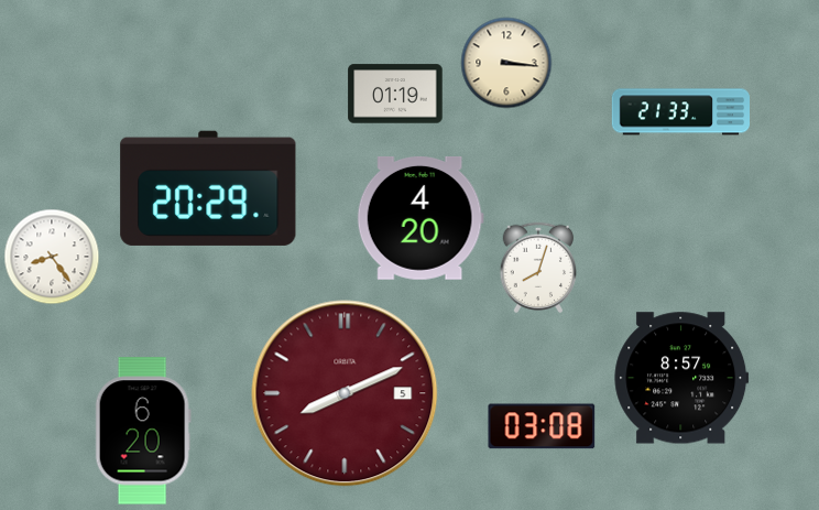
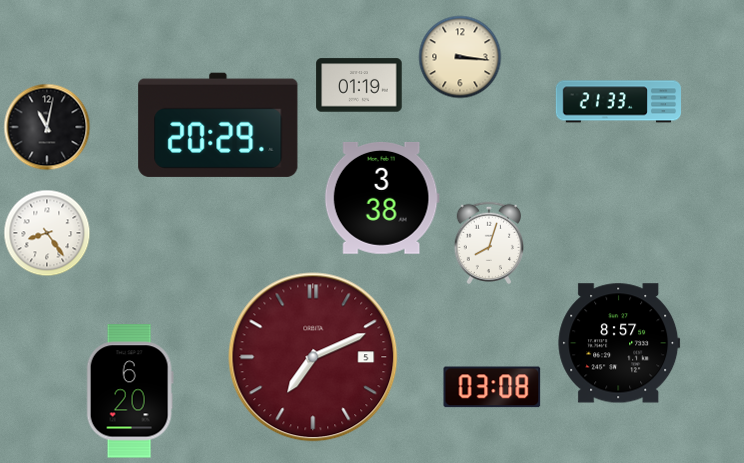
clock at (47, 127): none -> 11:02
clock at (208, 188) position: (208, 188) -> (218, 125)
clock at (421, 218): 4:20 -> 3:38
clock at (345, 393): 8:11 -> 7:11
